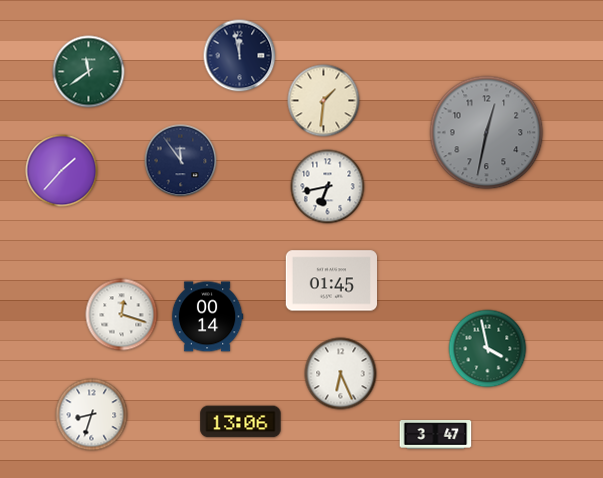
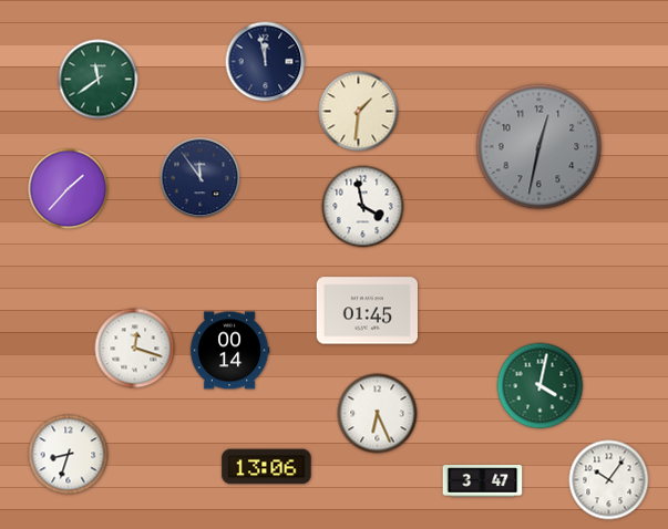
clock at (328, 187): 6:43 -> 3:58
clock at (488, 349): 3:58 -> 4:02
clock at (92, 415) position: (92, 415) -> (69, 455)
clock at (609, 480): none -> 10:06
